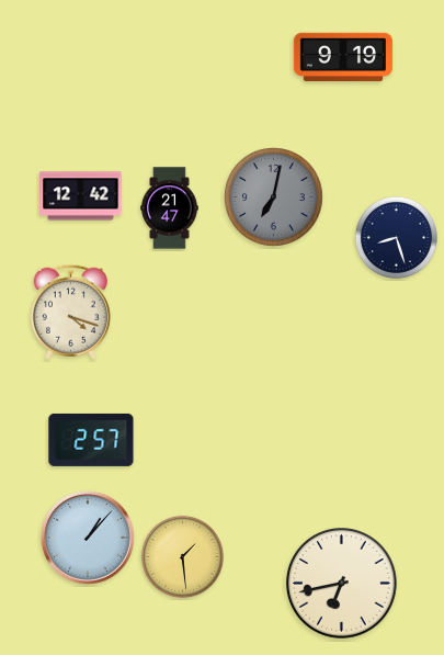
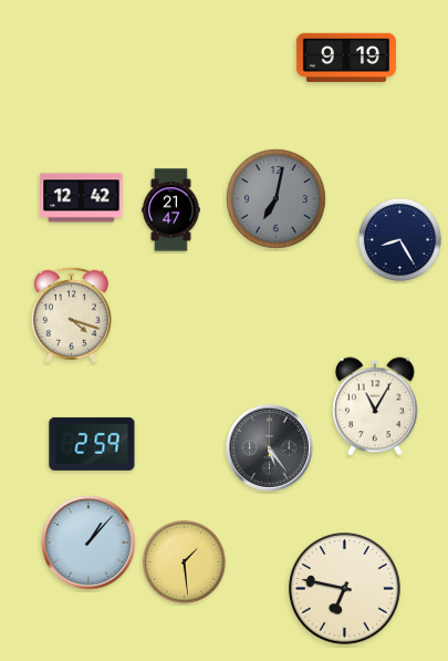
clock at (396, 237): 8:27 -> 8:25
clock at (376, 406): none -> 11:05
clock at (91, 440): 2:57 -> 2:59
clock at (270, 448): none -> 5:24
clock at (342, 584): 6:43 -> 6:47
